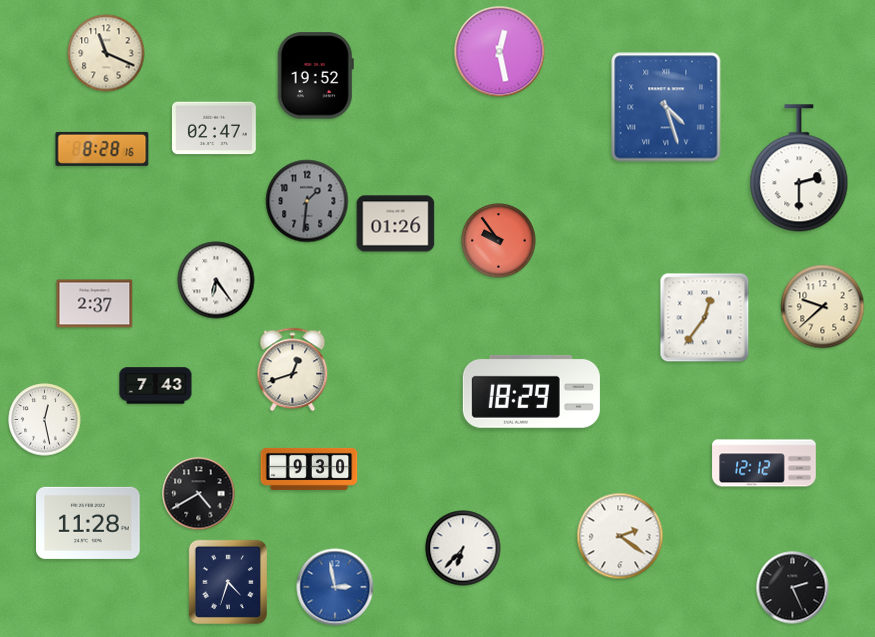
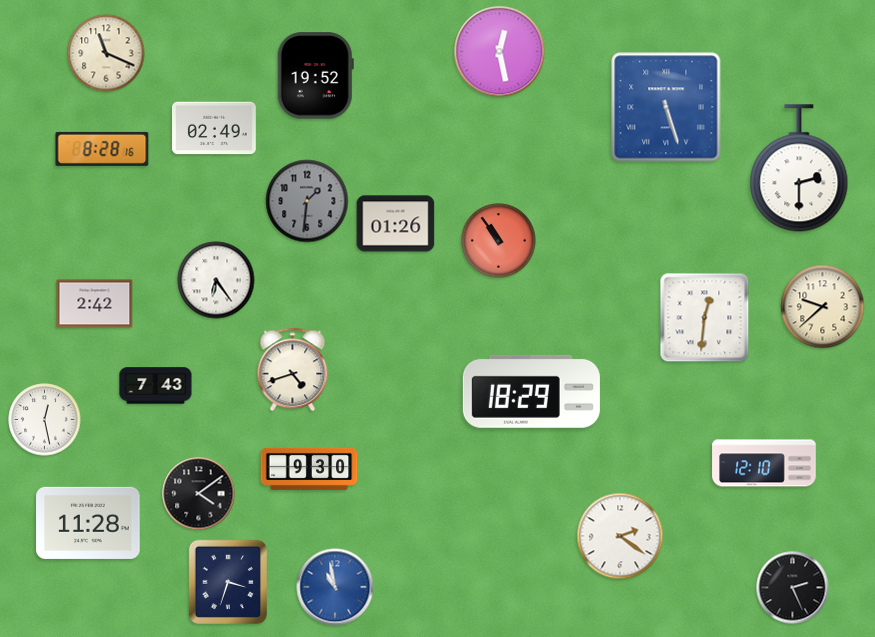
clock at (666, 107): 4:27 -> 5:27
clock at (214, 128): 02:47 -> 02:49
clock at (499, 241): 9:54 -> 10:54
clock at (95, 304): 2:37 -> 2:42
clock at (705, 318): 12:36 -> 12:31
clock at (293, 370): 12:42 -> 4:42
clock at (764, 463): 12:12 -> 12:10
clock at (199, 494): 4:40 -> 4:09
clock at (463, 548): 6:37 -> none
clock at (227, 581): 4:33 -> 3:33
clock at (335, 587): 2:58 -> 10:58
